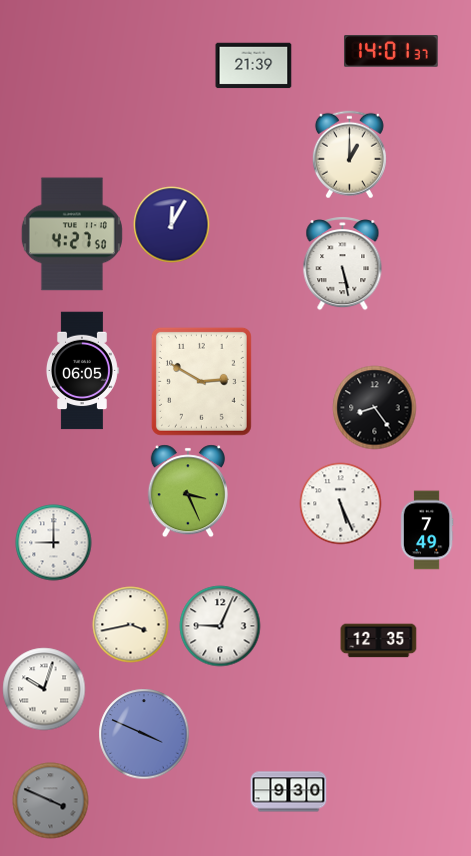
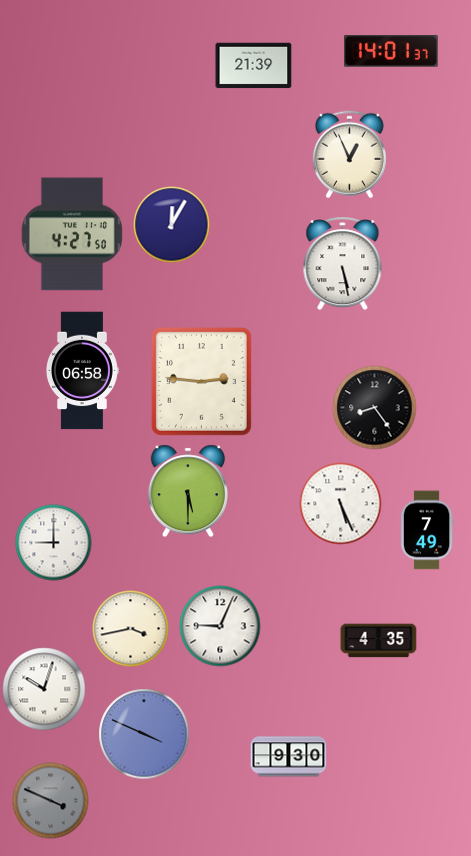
clock at (349, 155): 1:00 -> 12:56
clock at (82, 371): 06:05 -> 06:58
clock at (201, 381): 2:50 -> 2:46
clock at (188, 491): 3:26 -> 5:30
clock at (131, 625) position: (131, 625) -> (131, 629)
clock at (379, 641): 12:35 -> 4:35
clock at (289, 792) position: (289, 792) -> (289, 757)
